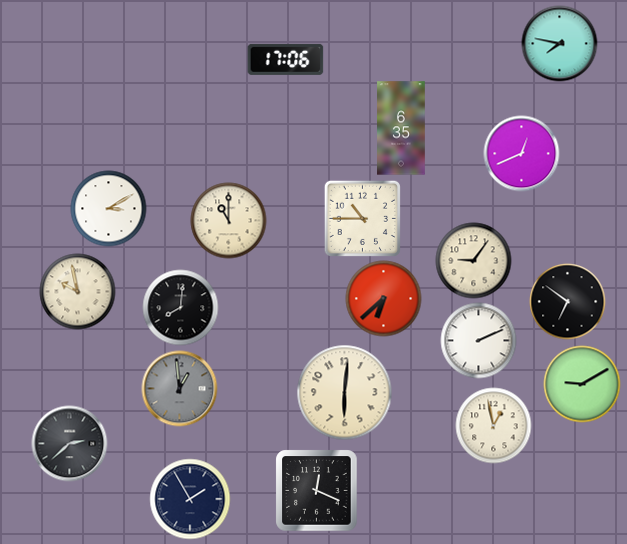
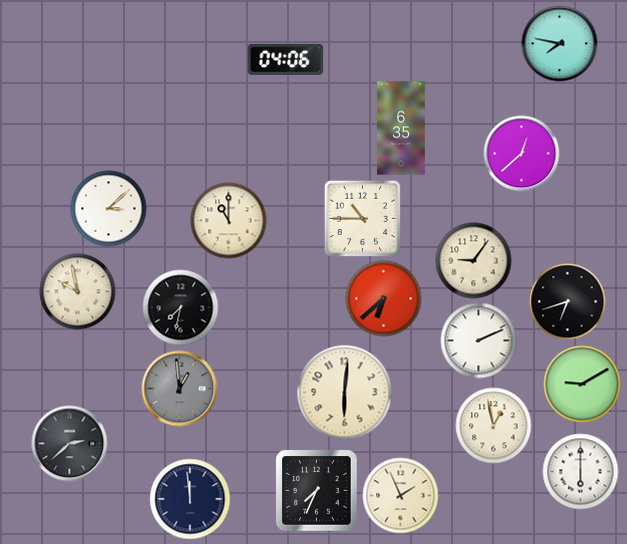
clock at (286, 59): 17:06 -> 04:06
clock at (522, 154): 12:41 -> 12:38
clock at (109, 209): 3:10 -> 3:08
clock at (568, 302): 6:51 -> 6:42
clock at (181, 308): 8:01 -> 7:32
clock at (581, 472): none -> 6:00
clock at (317, 491): 12:19 -> 7:34
clock at (401, 496): none -> 1:56
clock at (190, 499): 1:55 -> 11:59
